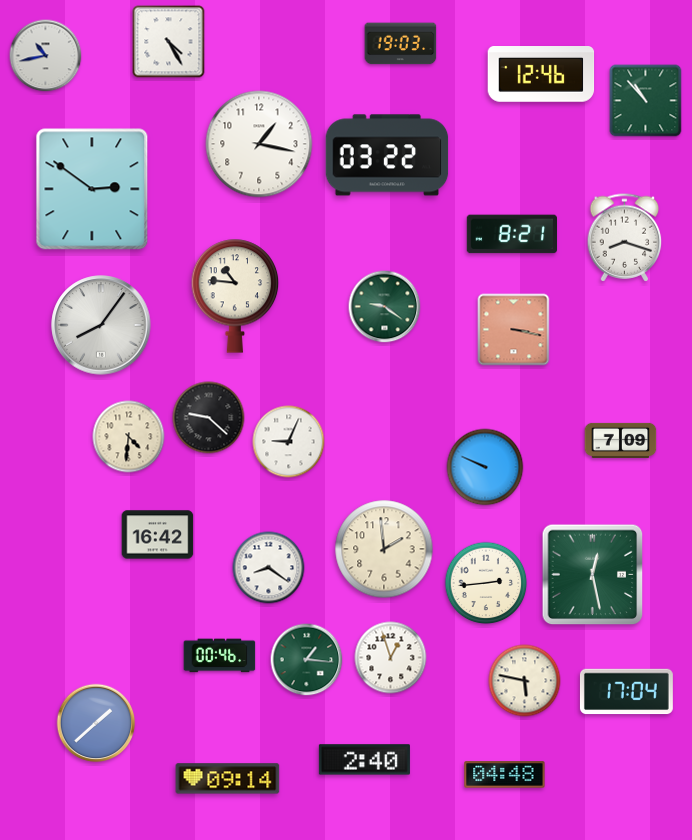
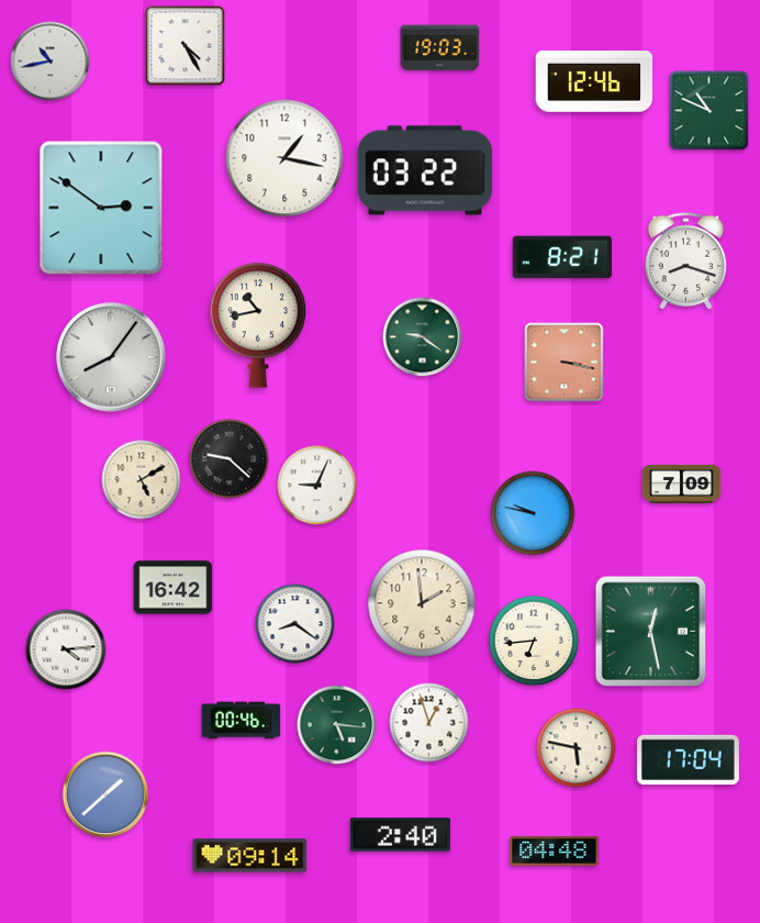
clock at (646, 101): 10:53 -> 10:49
clock at (235, 296): 10:46 -> 10:43
clock at (129, 437): 4:31 -> 5:10
clock at (485, 467): 9:49 -> 9:47
clock at (486, 583): 2:44 -> 6:44
clock at (66, 649): none -> 4:14
clock at (307, 660): 1:16 -> 5:16
